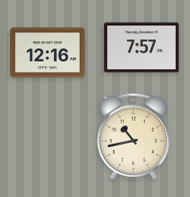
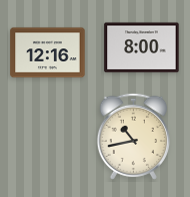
clock at (142, 48): 7:57 -> 8:00
